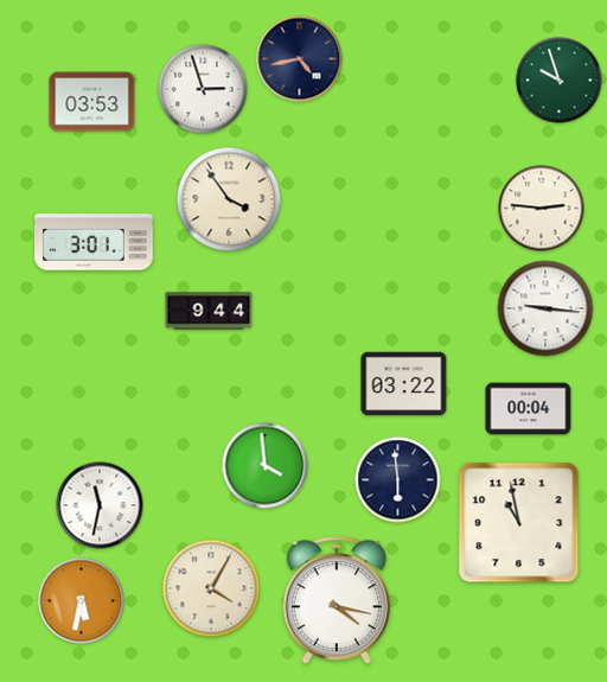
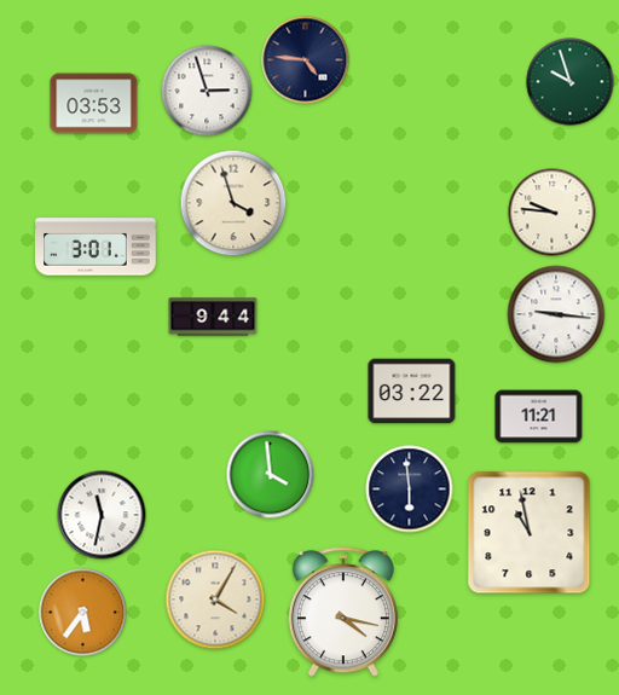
clock at (300, 59): 4:43 -> 4:46
clock at (229, 199): 3:54 -> 3:57
clock at (542, 209): 2:46 -> 9:46
clock at (529, 409): 00:04 -> 11:21
clock at (398, 480) position: (398, 480) -> (410, 490)
clock at (82, 601): 5:32 -> 5:36
